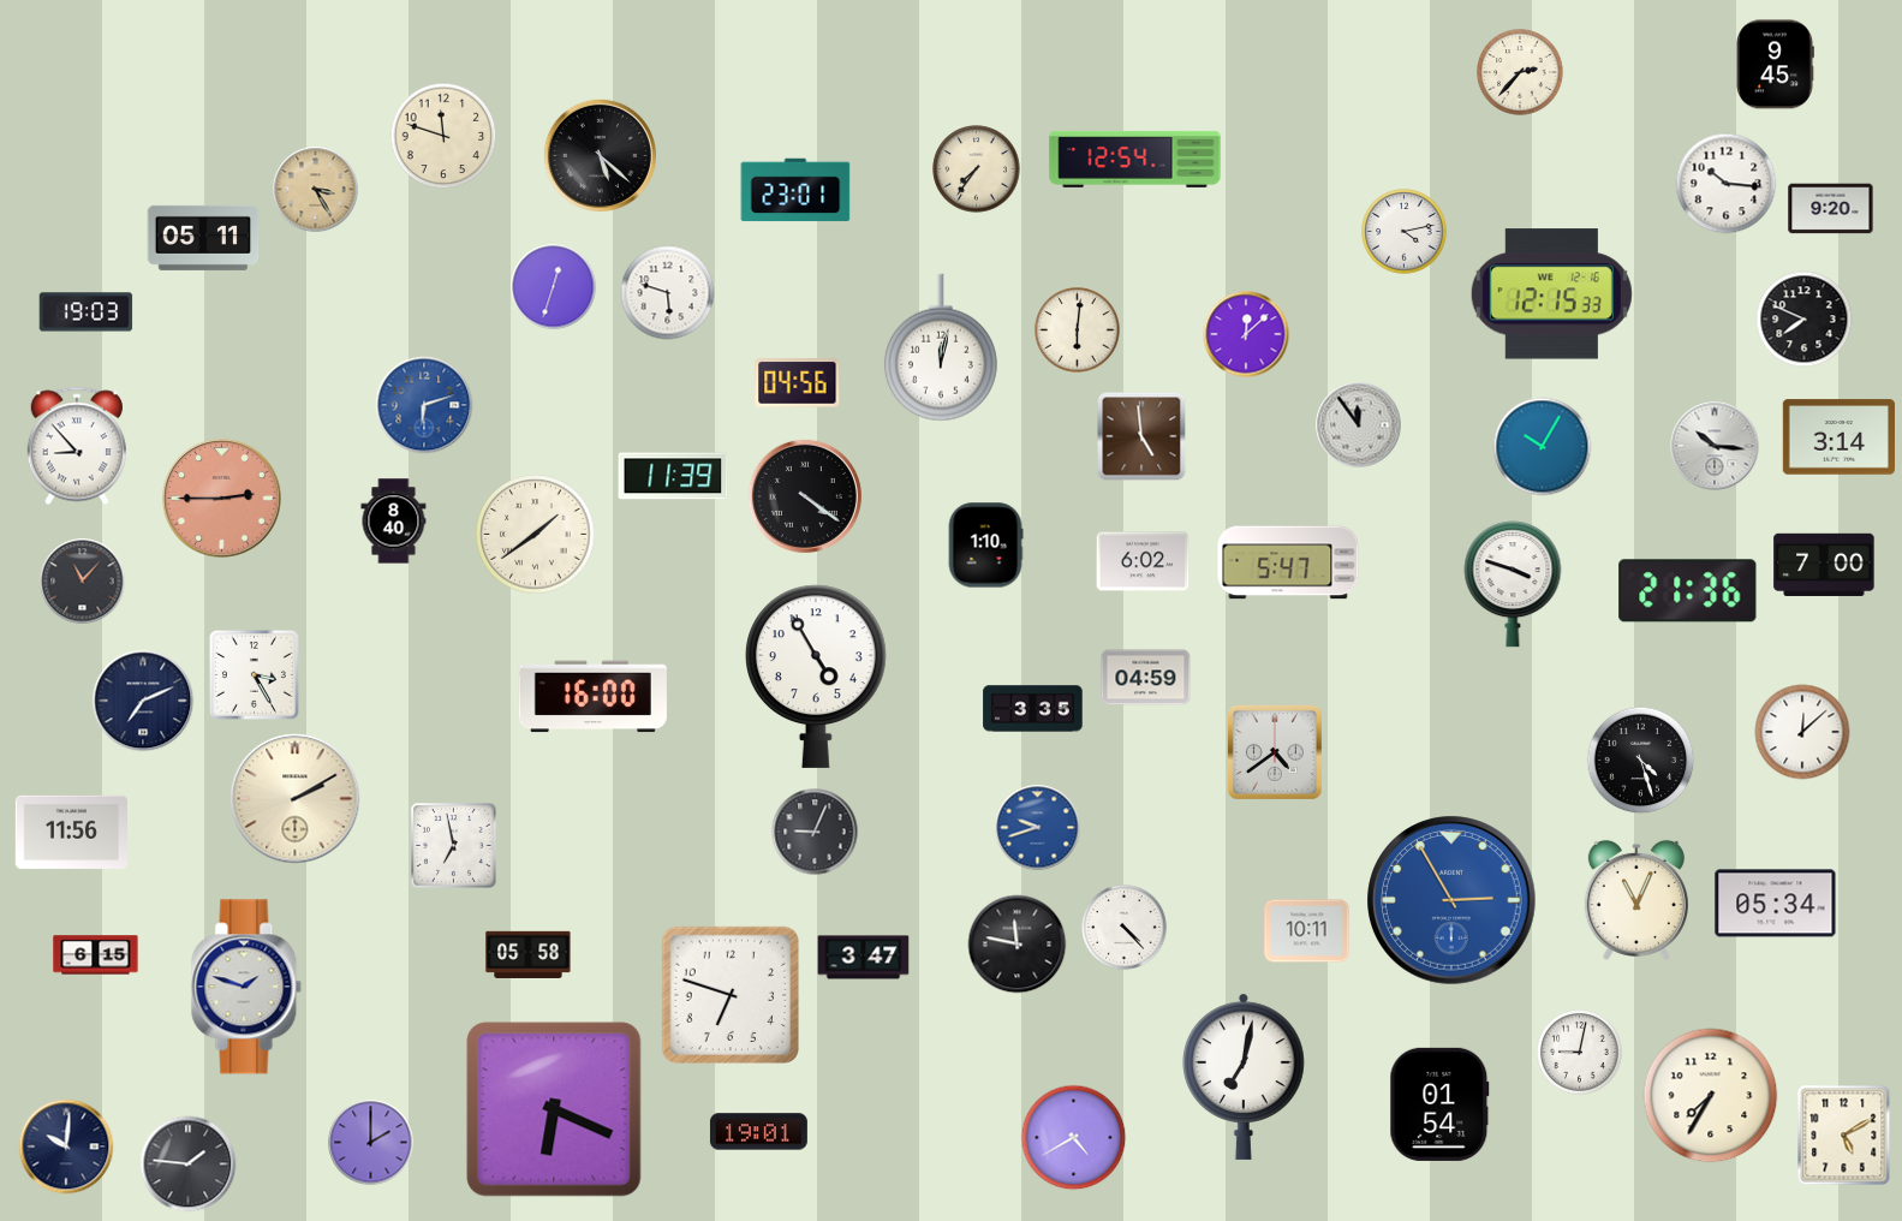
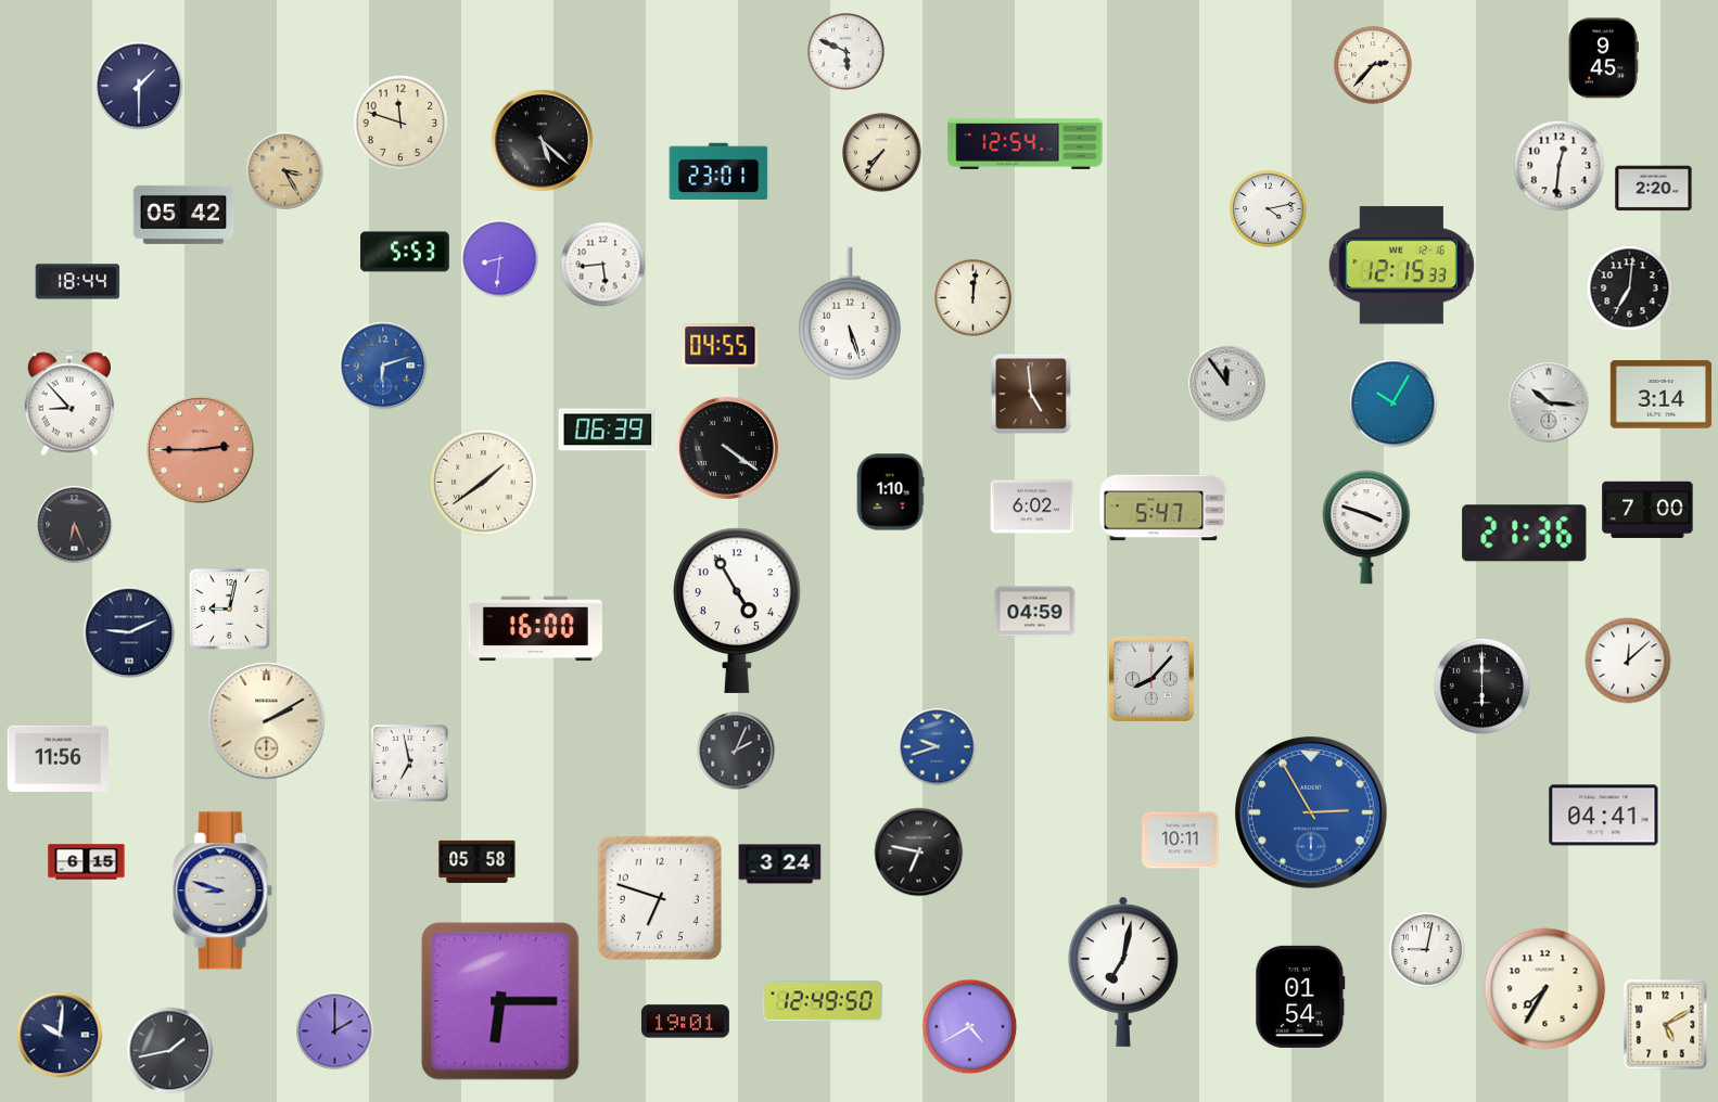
clock at (847, 52): none -> 5:49
clock at (139, 86): none -> 1:30
clock at (1727, 184): 10:16 -> 12:31
clock at (1831, 209): 9:20 -> 2:20
clock at (203, 238): 05:11 -> 05:42
clock at (405, 252): none -> 5:53
clock at (554, 287): 12:33 -> 8:31
clock at (668, 293): 5:48 -> 5:44
clock at (87, 312): 19:03 -> 18:44
clock at (1805, 320): 7:49 -> 7:01
clock at (1078, 330): 6:01 -> 12:01
clock at (1246, 334): 12:08 -> none
clock at (941, 347): 12:02 -> 5:27
clock at (798, 383): 04:56 -> 04:55
clock at (673, 476): 11:39 -> 06:39
clock at (394, 522): 8:40 -> none
clock at (83, 582): 11:07 -> 6:26
clock at (254, 674): 3:25 -> 9:02
clock at (143, 701): 7:11 -> 9:11
clock at (1033, 709): 3:35 -> none
clock at (1275, 752): 4:39 -> 8:07
clock at (1641, 761): 4:27 -> 6:00
clock at (71, 832) position: (71, 832) -> (58, 758)
clock at (815, 832): 9:04 -> 2:04
clock at (1636, 900): 11:04 -> none
clock at (1776, 904): 05:34 -> 04:41
clock at (1125, 928): 4:23 -> none
clock at (1018, 945): 11:47 -> 6:47
clock at (864, 958): 3:47 -> 3:24
clock at (246, 987): 1:48 -> 8:48
clock at (554, 1109): 6:19 -> 6:15
clock at (823, 1001): none -> 12:49
clock at (189, 1165): 1:46 -> 1:43
